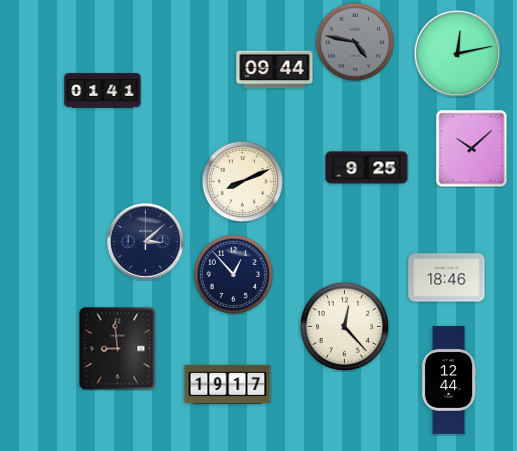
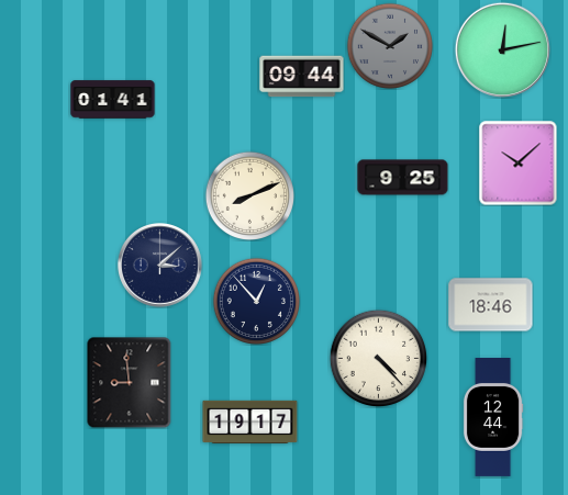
clock at (354, 41): 4:47 -> 1:50
clock at (457, 53) position: (457, 53) -> (502, 49)
clock at (367, 168) position: (367, 168) -> (403, 178)
clock at (242, 181) position: (242, 181) -> (249, 195)
clock at (344, 326): 12:23 -> 4:23
